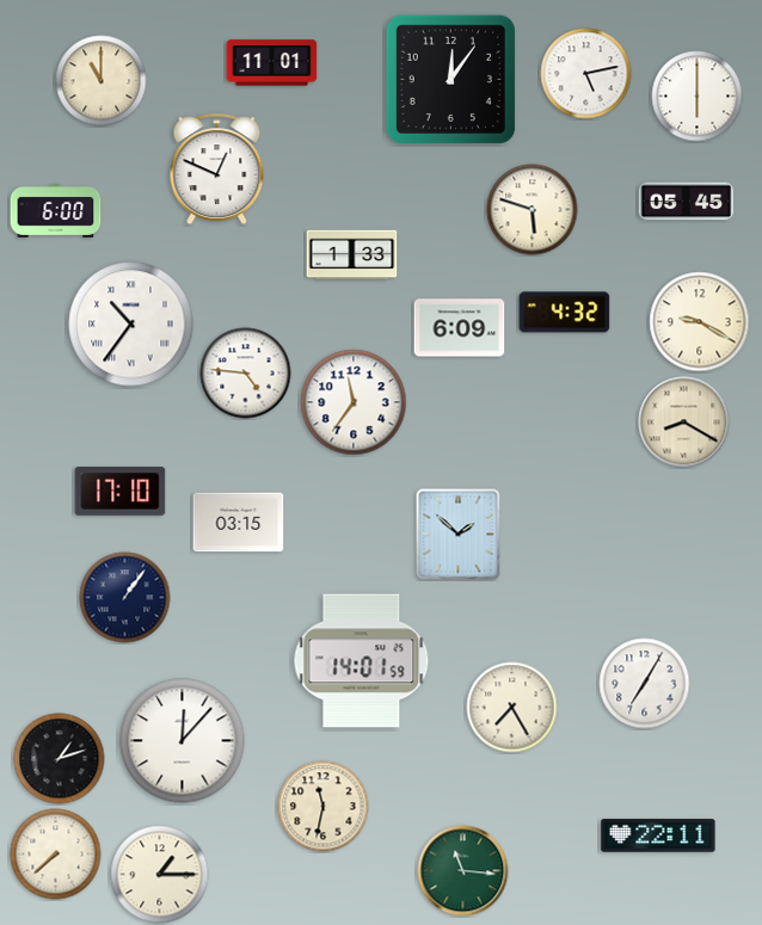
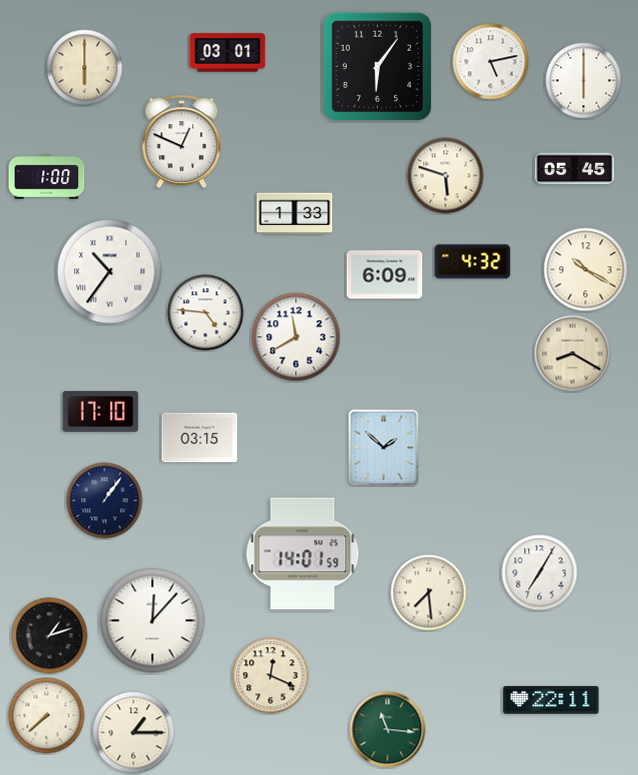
clock at (272, 63): 11:01 -> 03:01
clock at (450, 79): 12:06 -> 6:06
clock at (102, 81): 11:00 -> 6:00
clock at (56, 210): 6:00 -> 1:00
clock at (700, 322): 9:20 -> 10:20
clock at (354, 402): 11:36 -> 11:40
clock at (512, 708): 7:25 -> 7:29
clock at (324, 807): 11:32 -> 12:19
